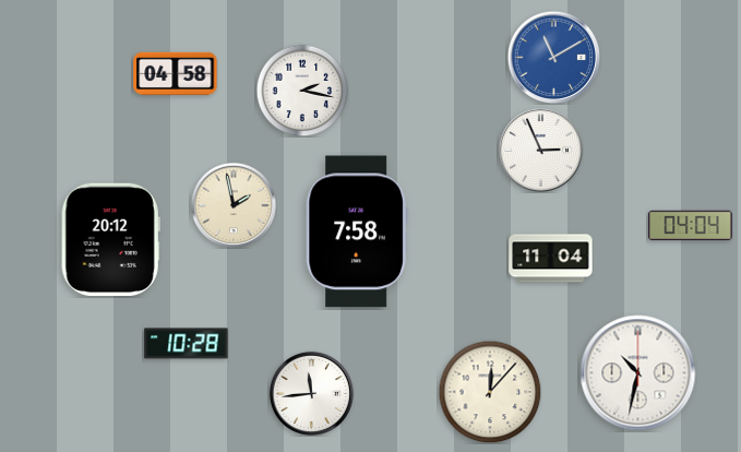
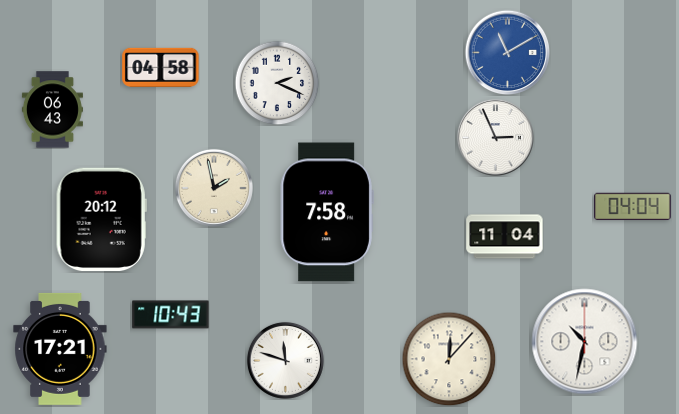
clock at (302, 91): 2:17 -> 2:19
clock at (52, 110): none -> 06:43
clock at (187, 344): 10:28 -> 10:43
clock at (60, 349): none -> 17:21
clock at (311, 393): 11:44 -> 11:48
